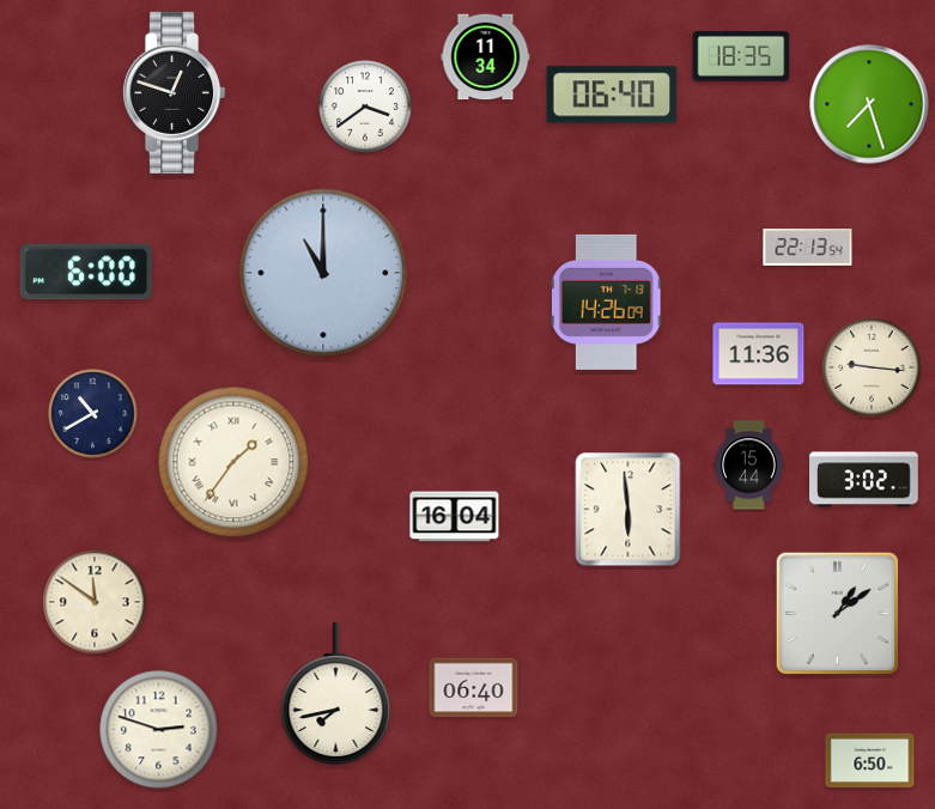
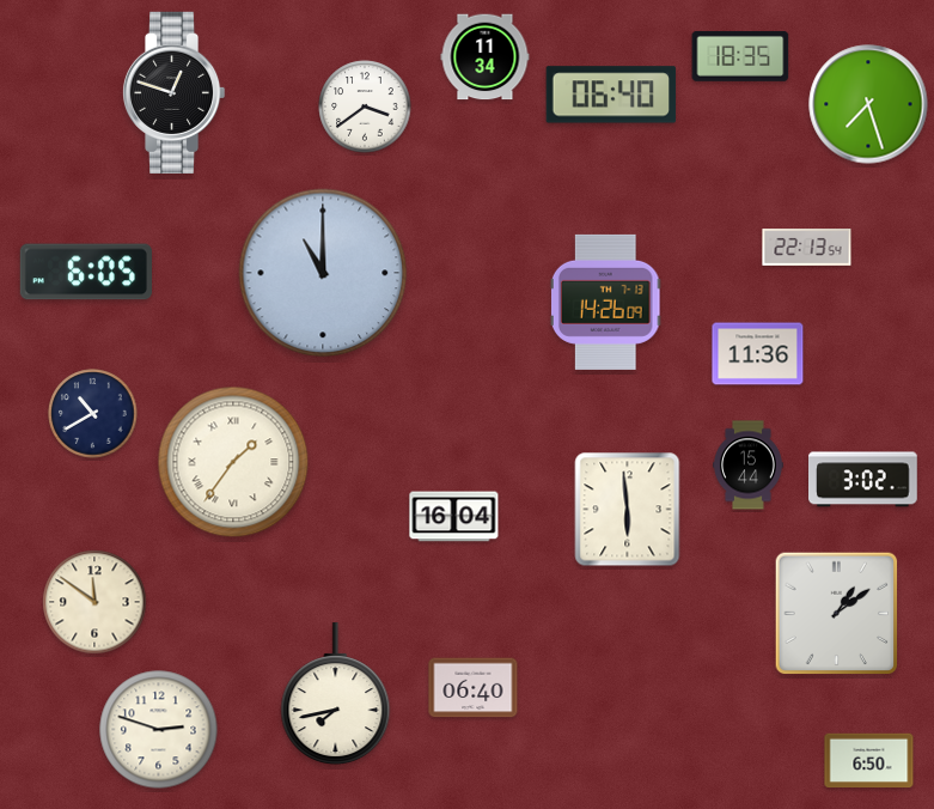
clock at (86, 272): 6:00 -> 6:05
clock at (872, 367): 9:16 -> none
